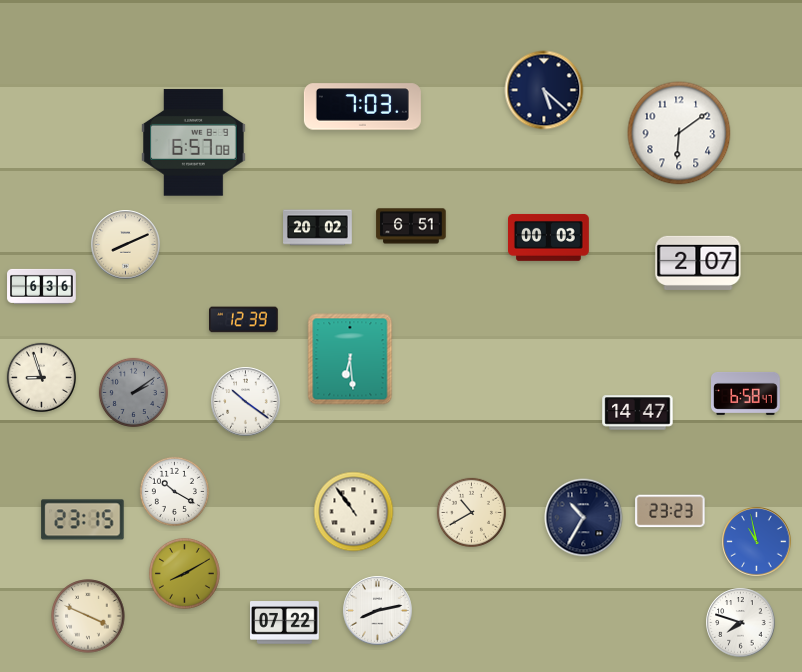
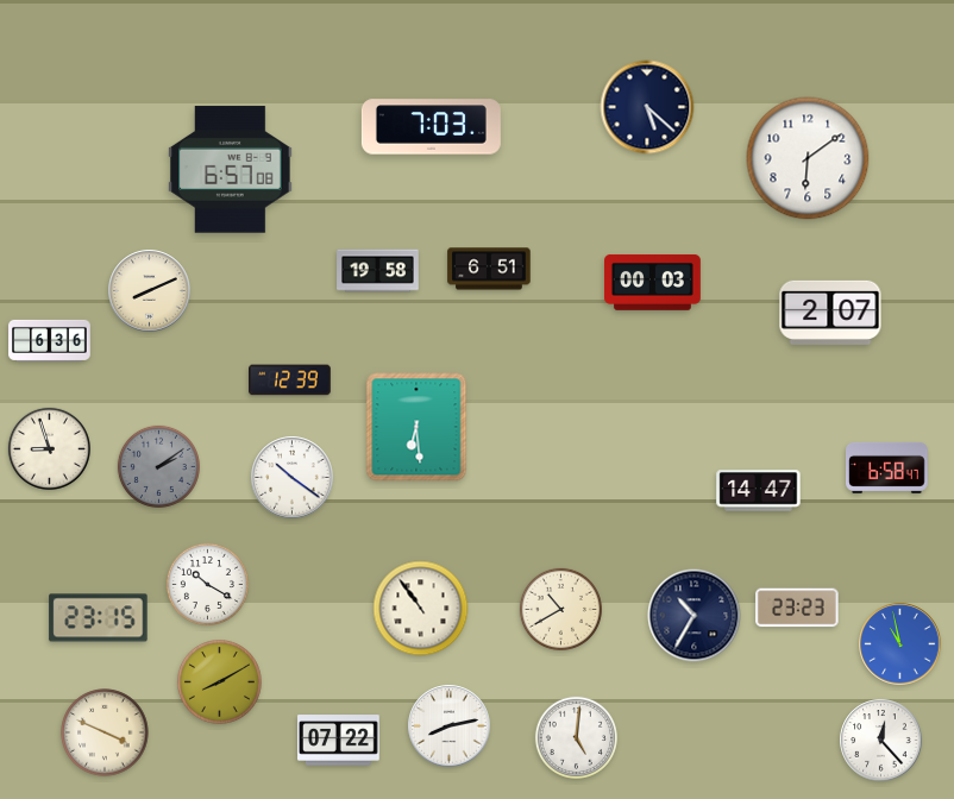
clock at (318, 228): 20:02 -> 19:58
clock at (576, 737): none -> 5:01
clock at (741, 623): 7:48 -> 12:23
